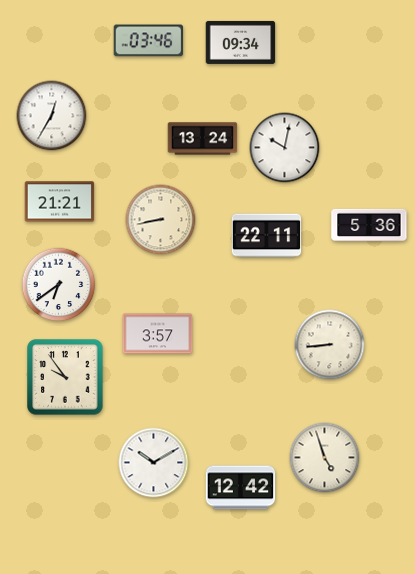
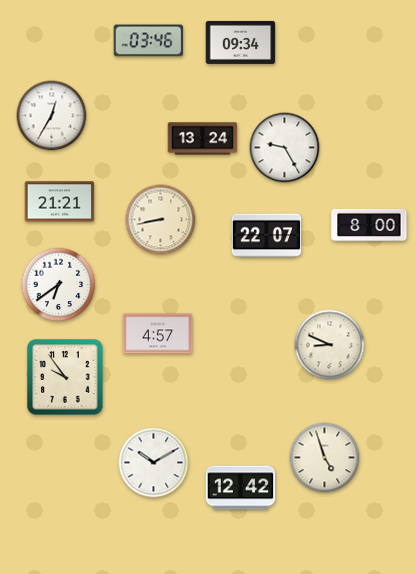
clock at (285, 148): 10:02 -> 9:25
clock at (369, 225): 5:36 -> 8:00
clock at (267, 236): 22:11 -> 22:07
clock at (158, 334): 3:57 -> 4:57
clock at (330, 345): 8:44 -> 8:49
